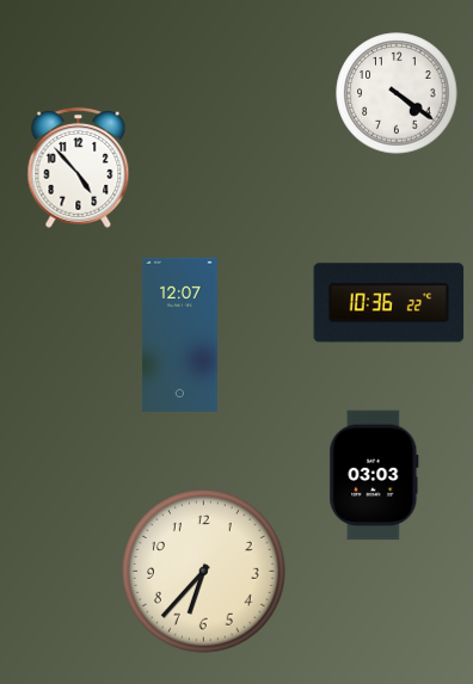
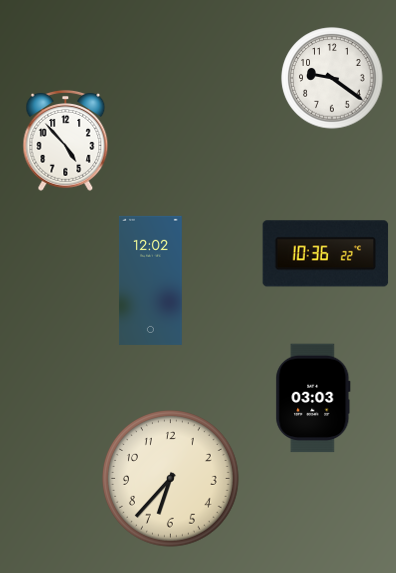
clock at (397, 93): 4:21 -> 9:21
clock at (179, 334): 12:07 -> 12:02
